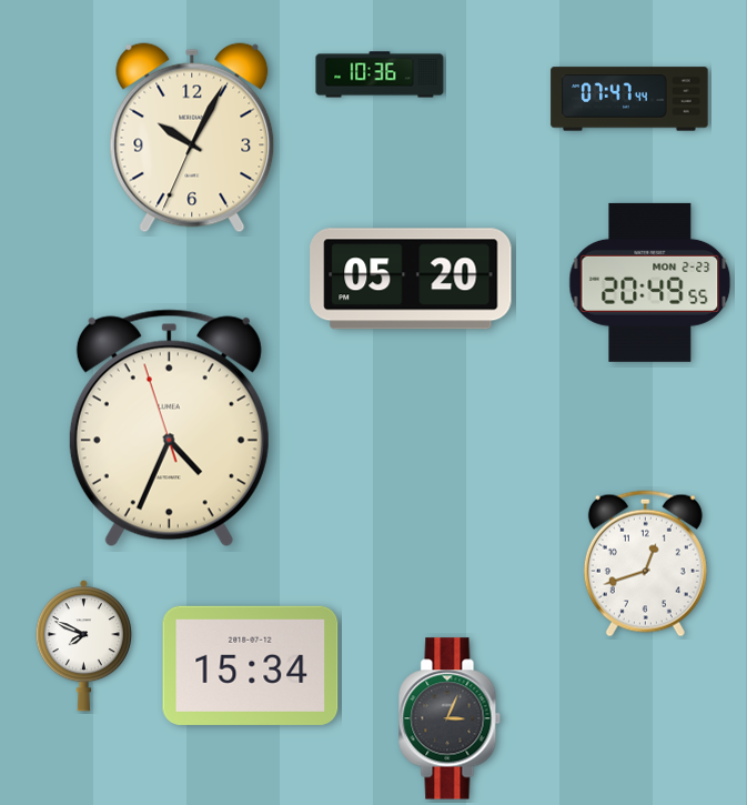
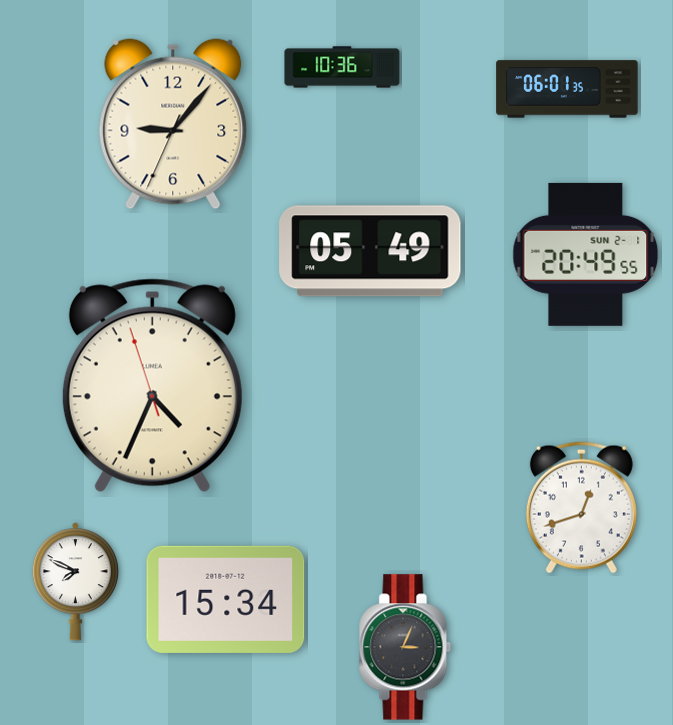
clock at (629, 99): 07:47 -> 06:01
clock at (192, 138): 10:04 -> 9:06
clock at (411, 279): 05:20 -> 05:49
clock at (650, 282) date: MON 2-23 -> SUN 2-1
